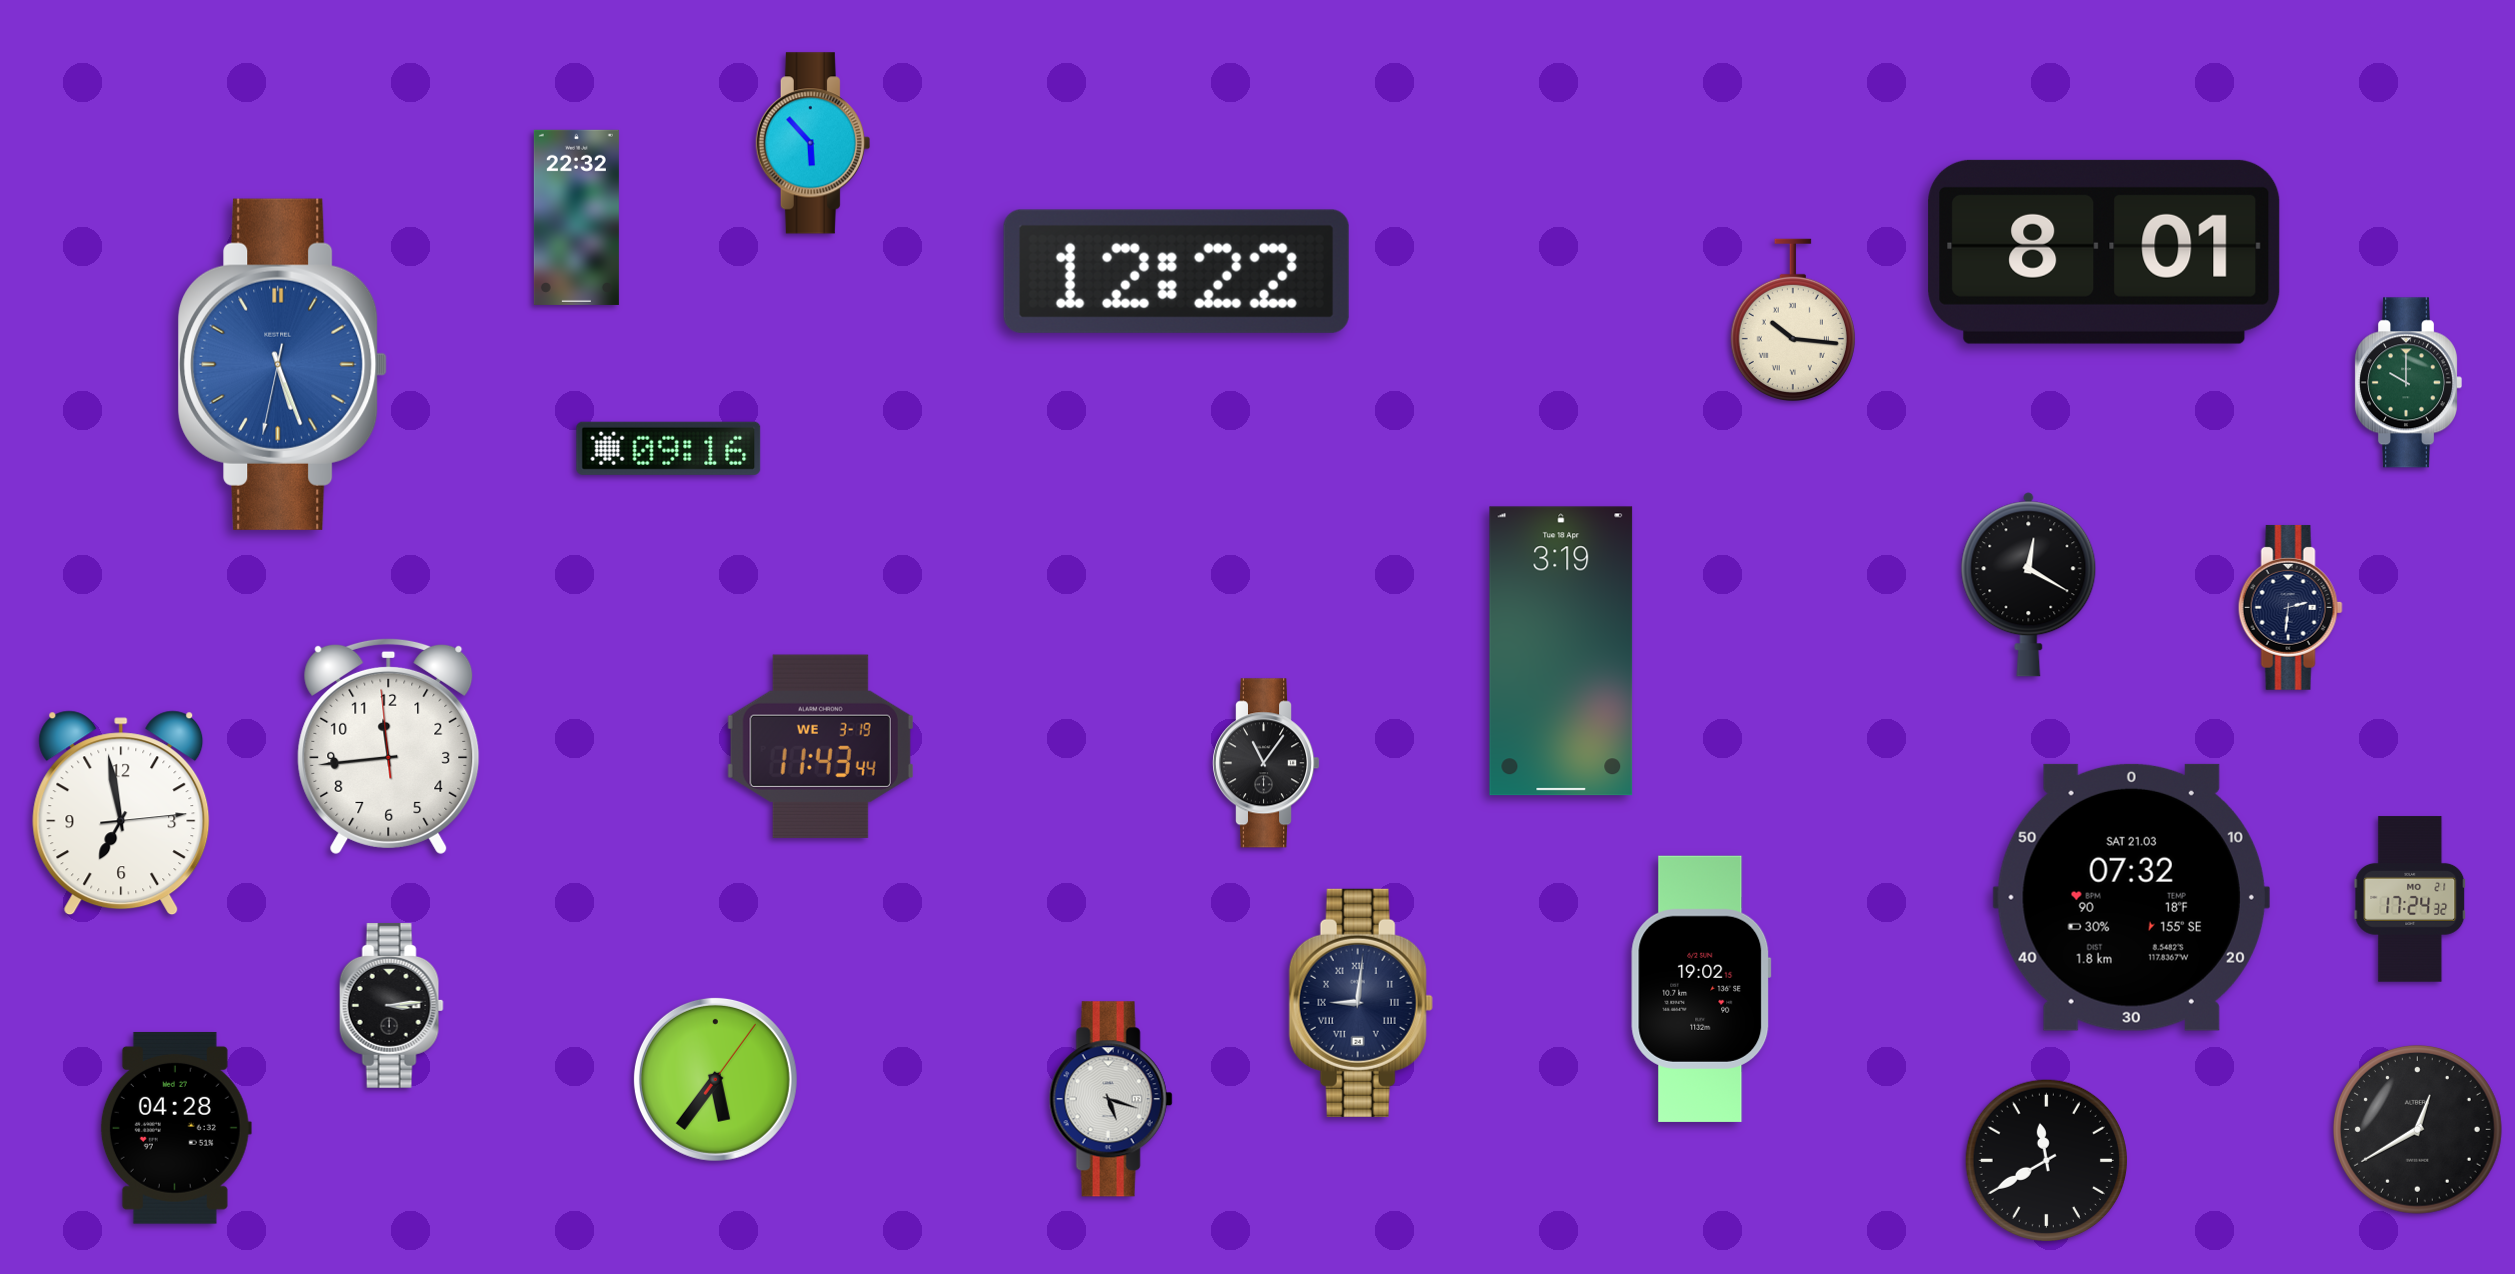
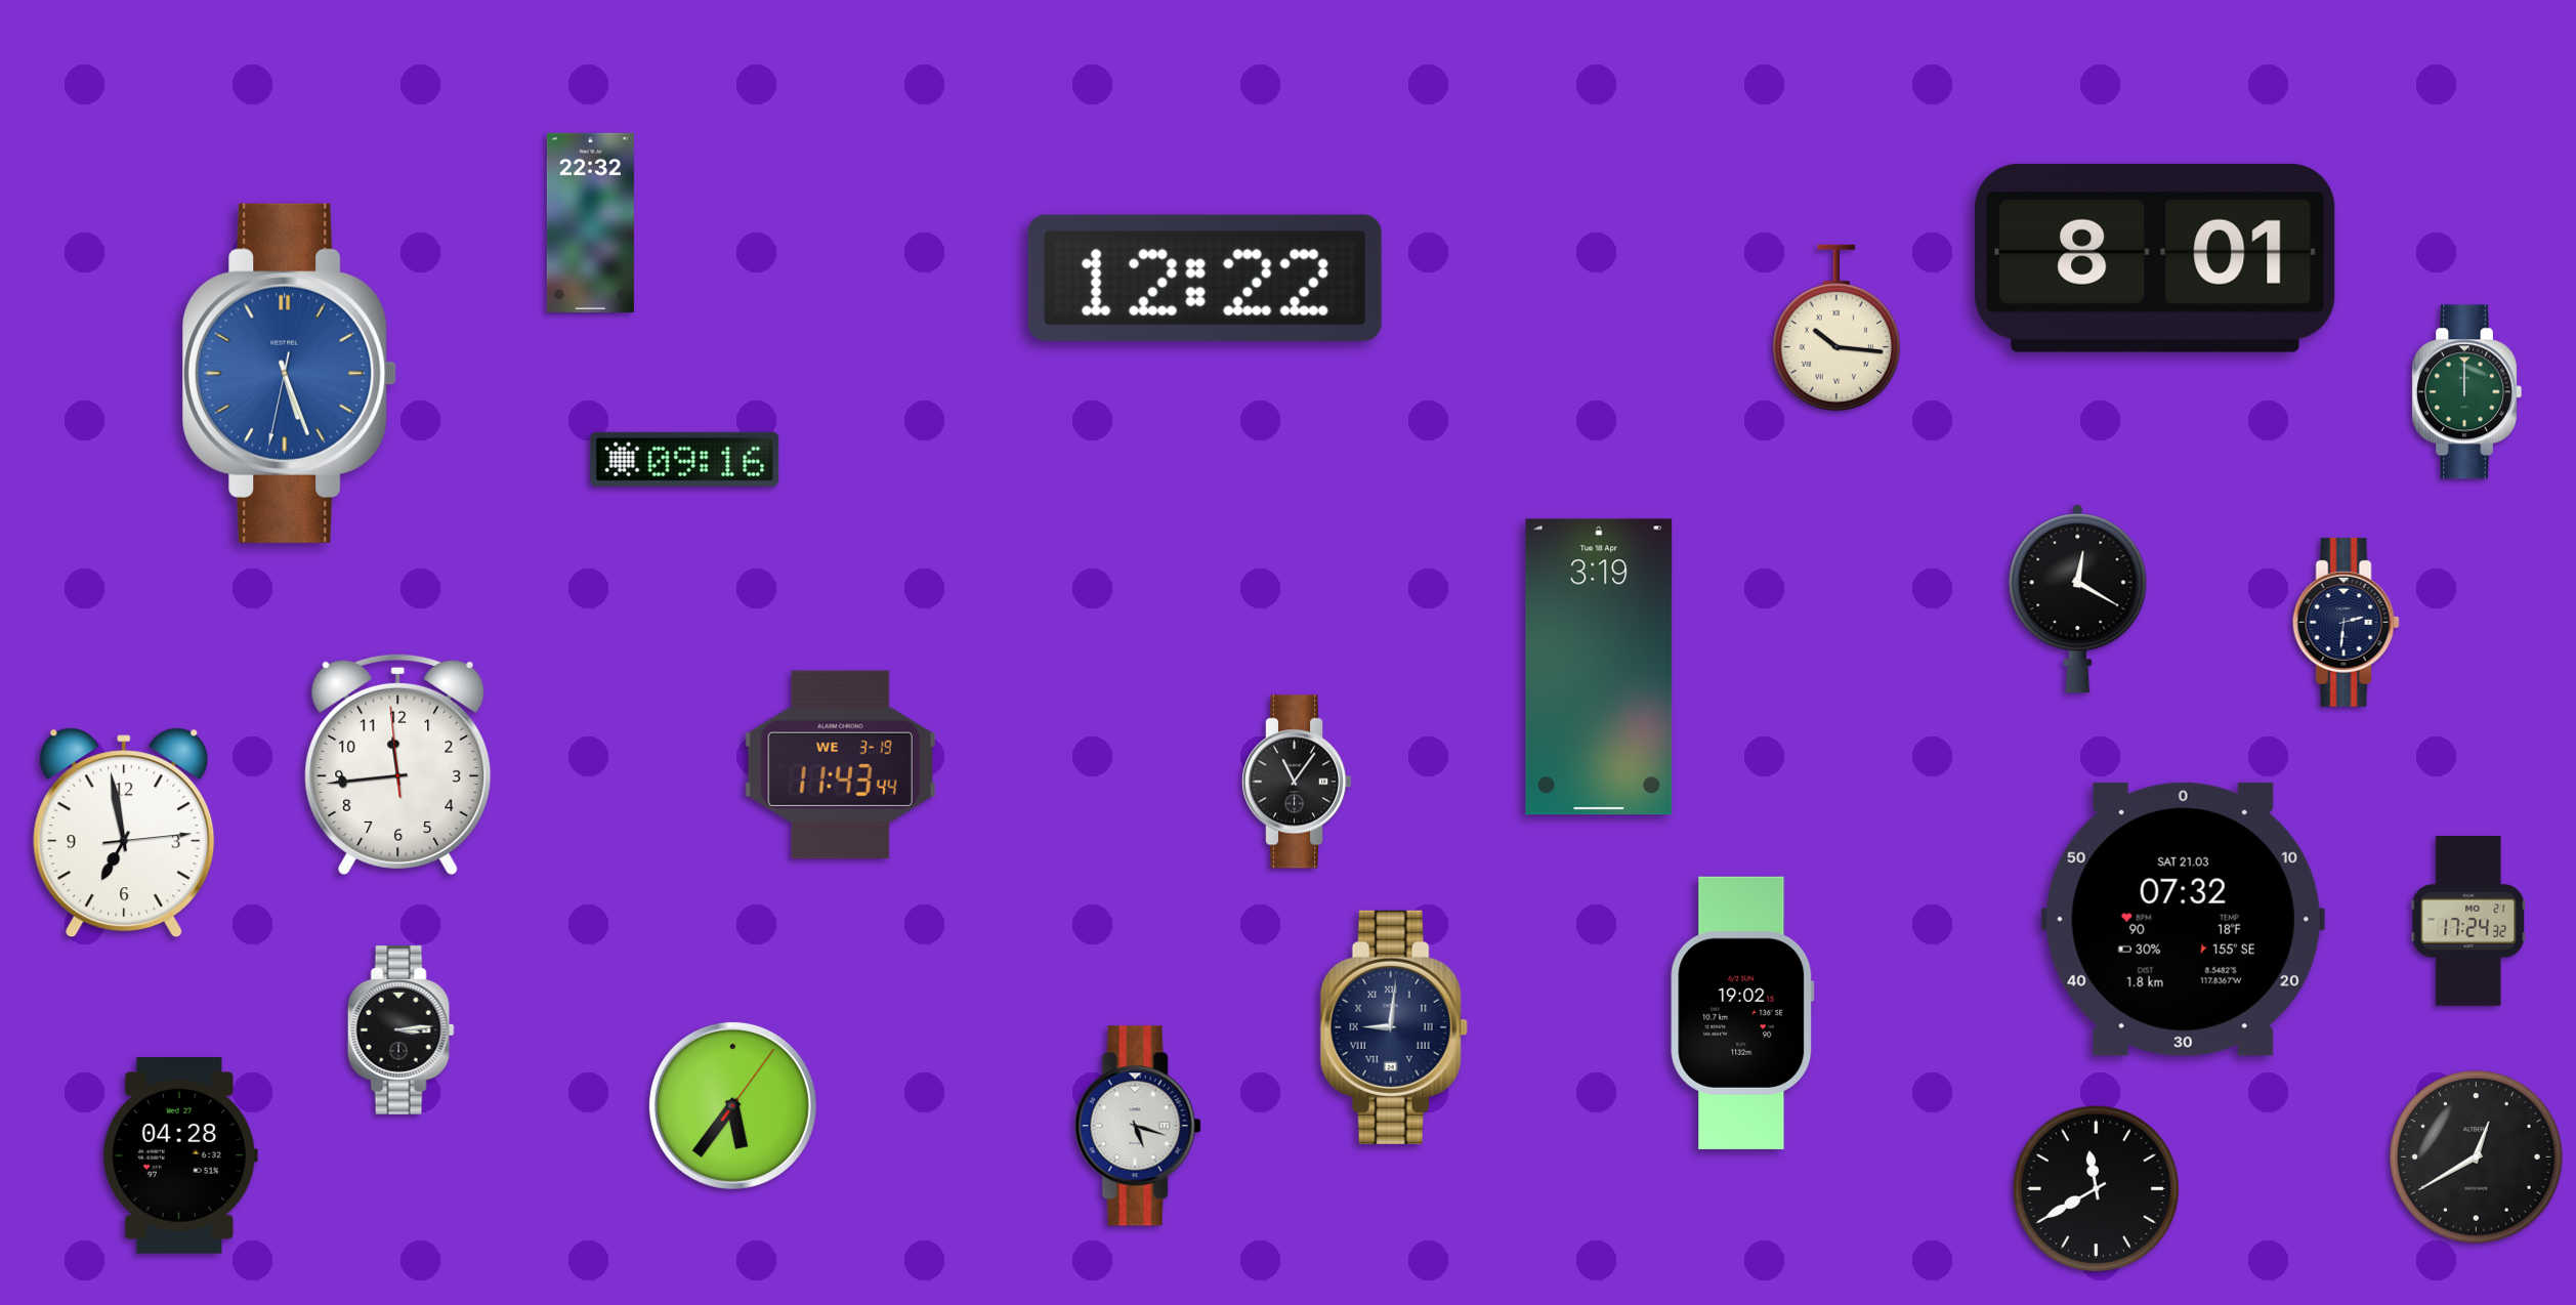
clock at (813, 143): 5:53 -> none
clock at (2408, 383): 10:00 -> 12:00
